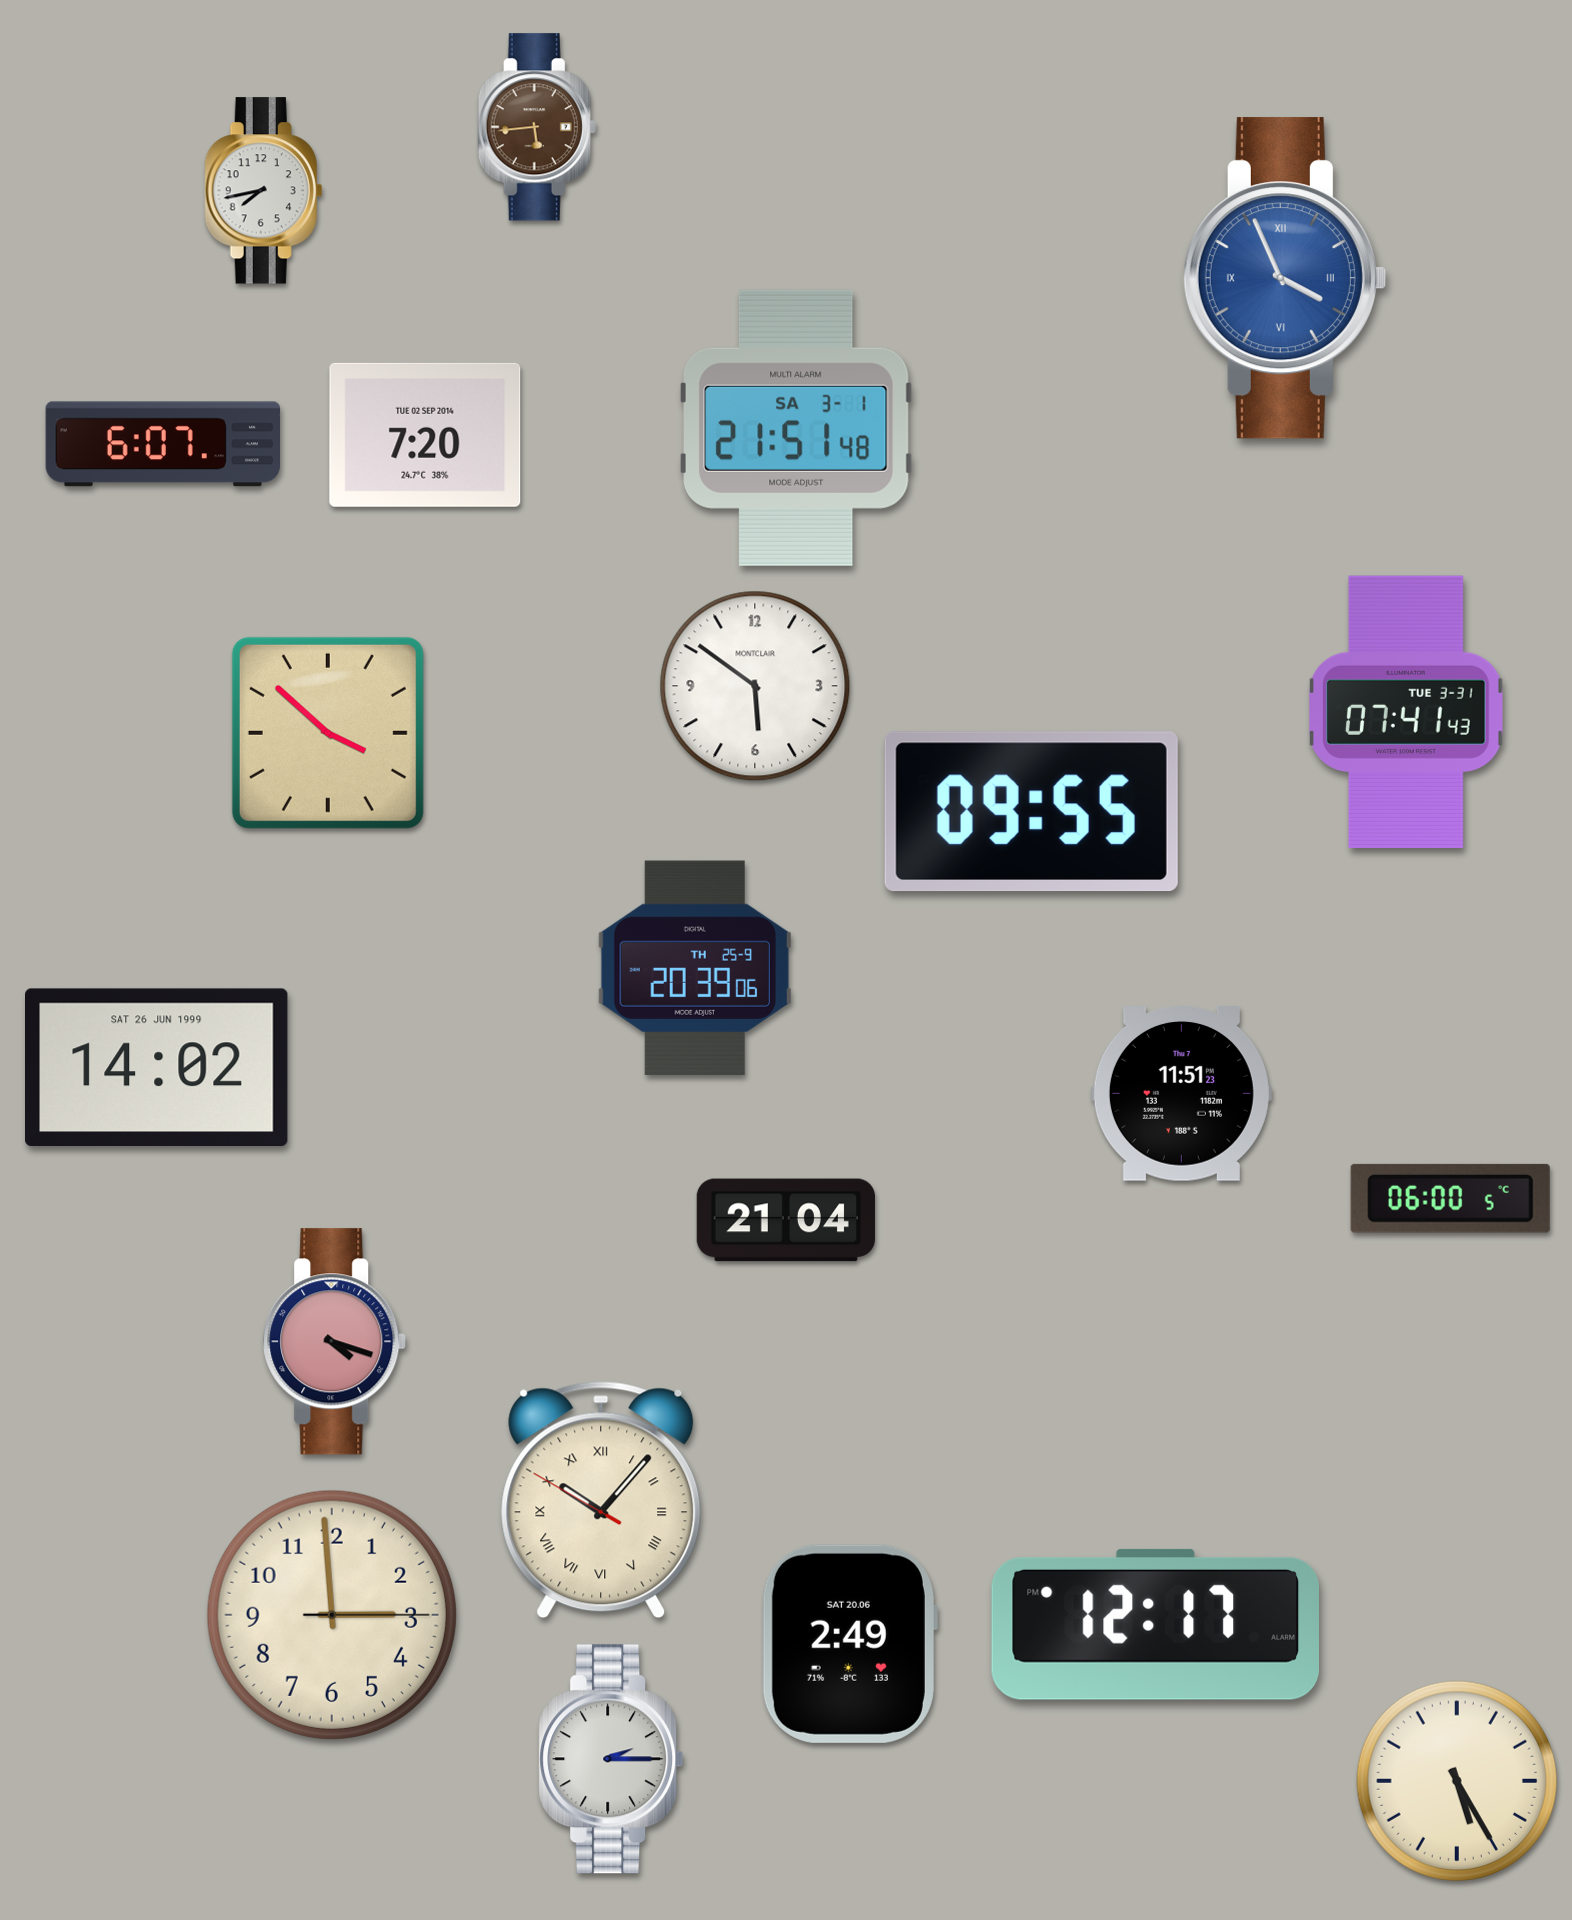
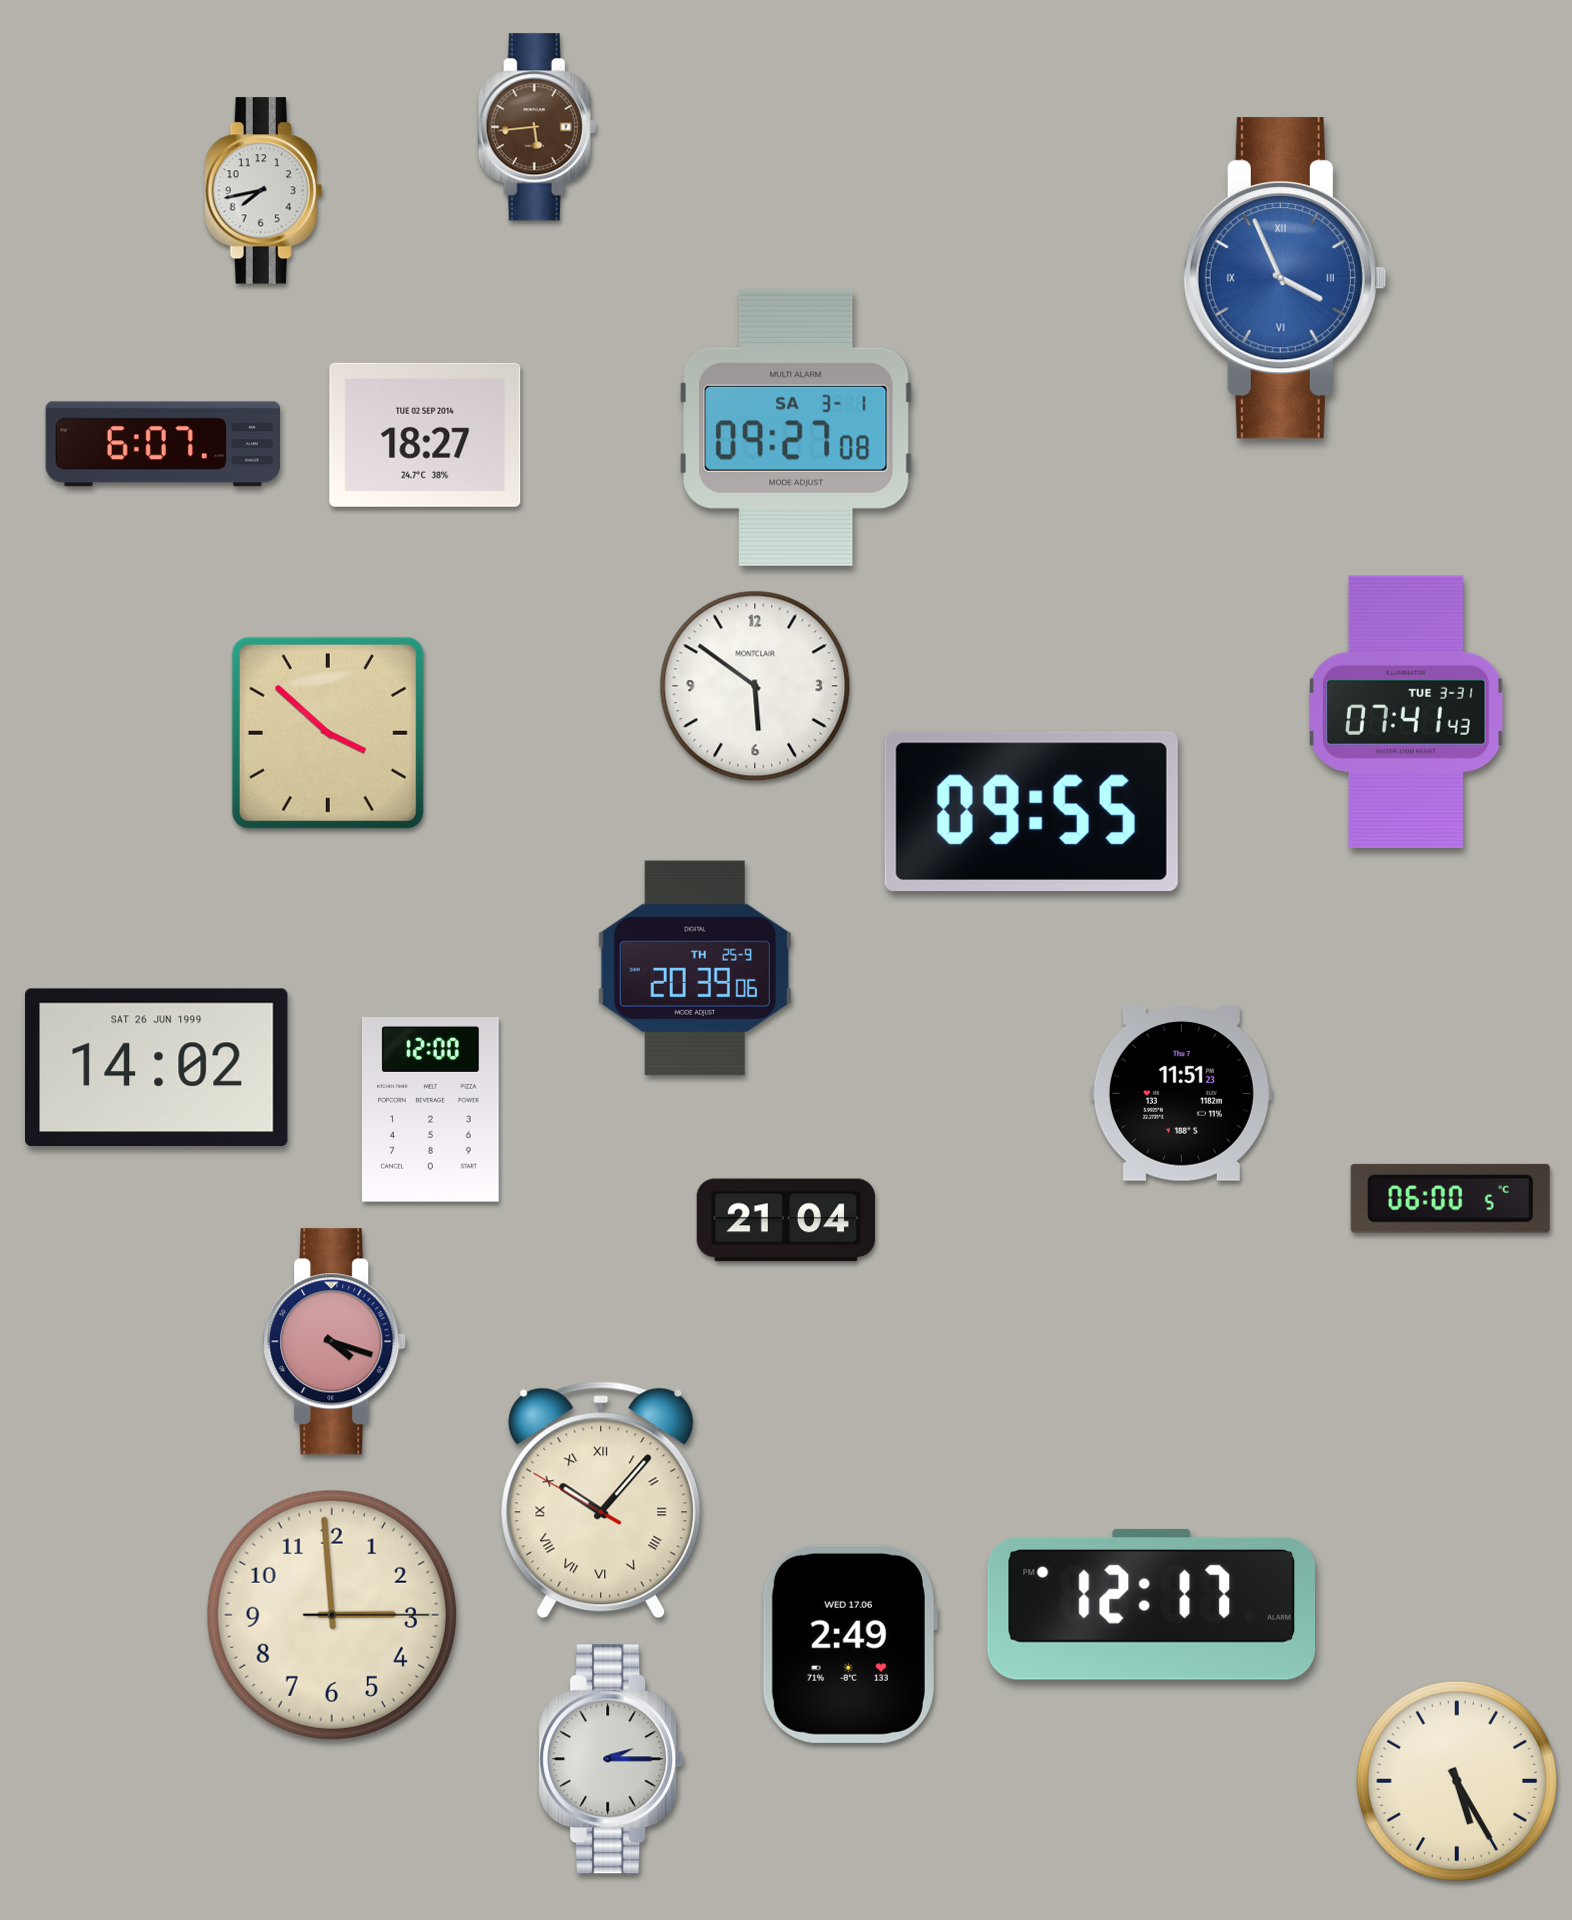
clock at (797, 428): 21:51 -> 09:27
clock at (425, 435): 7:20 -> 18:27
clock at (430, 1110): none -> 12:00
clock at (1155, 1624) position: (1155, 1624) -> (1151, 1604)
clock at (849, 1644) date: SAT 20.06 -> WED 17.06
